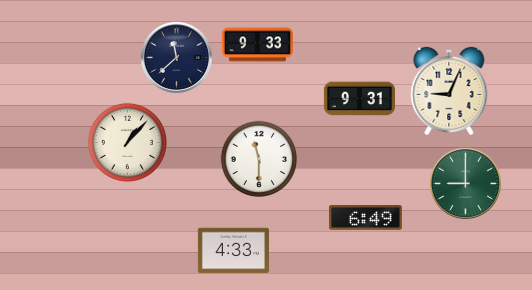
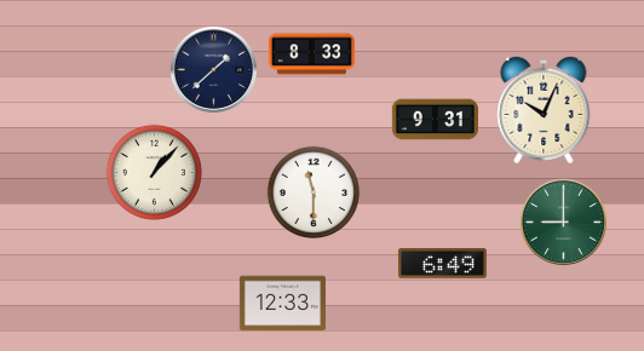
clock at (257, 45): 9:33 -> 8:33
clock at (176, 57): 11:38 -> 1:38
clock at (449, 91): 9:04 -> 10:04
clock at (233, 251): 4:33 -> 12:33
